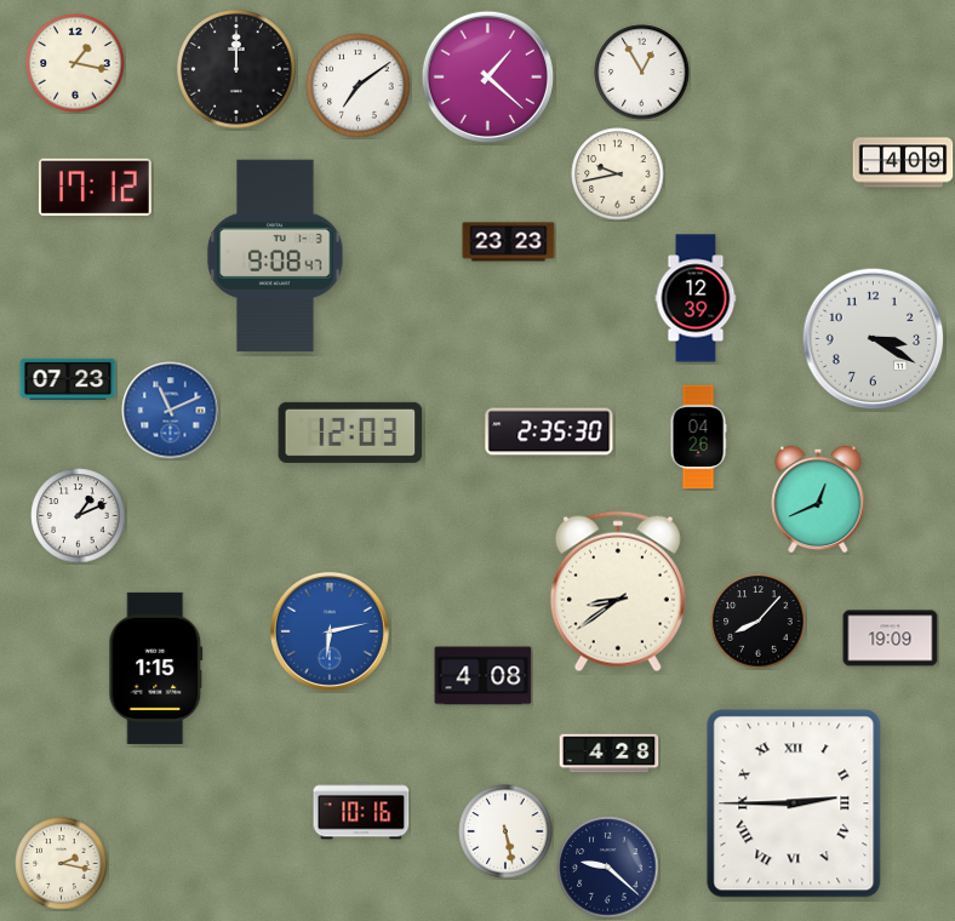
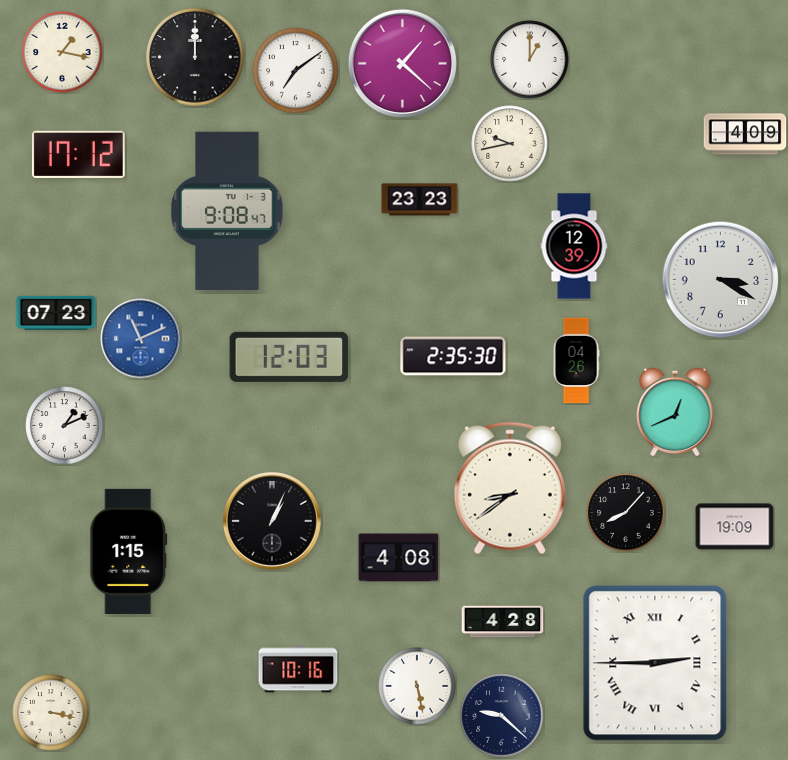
clock at (642, 73): 12:55 -> 1:00
clock at (330, 631): 6:13 -> 1:04
clock at (330, 631) dial: blue -> black
clock at (62, 864): 2:17 -> 3:17
